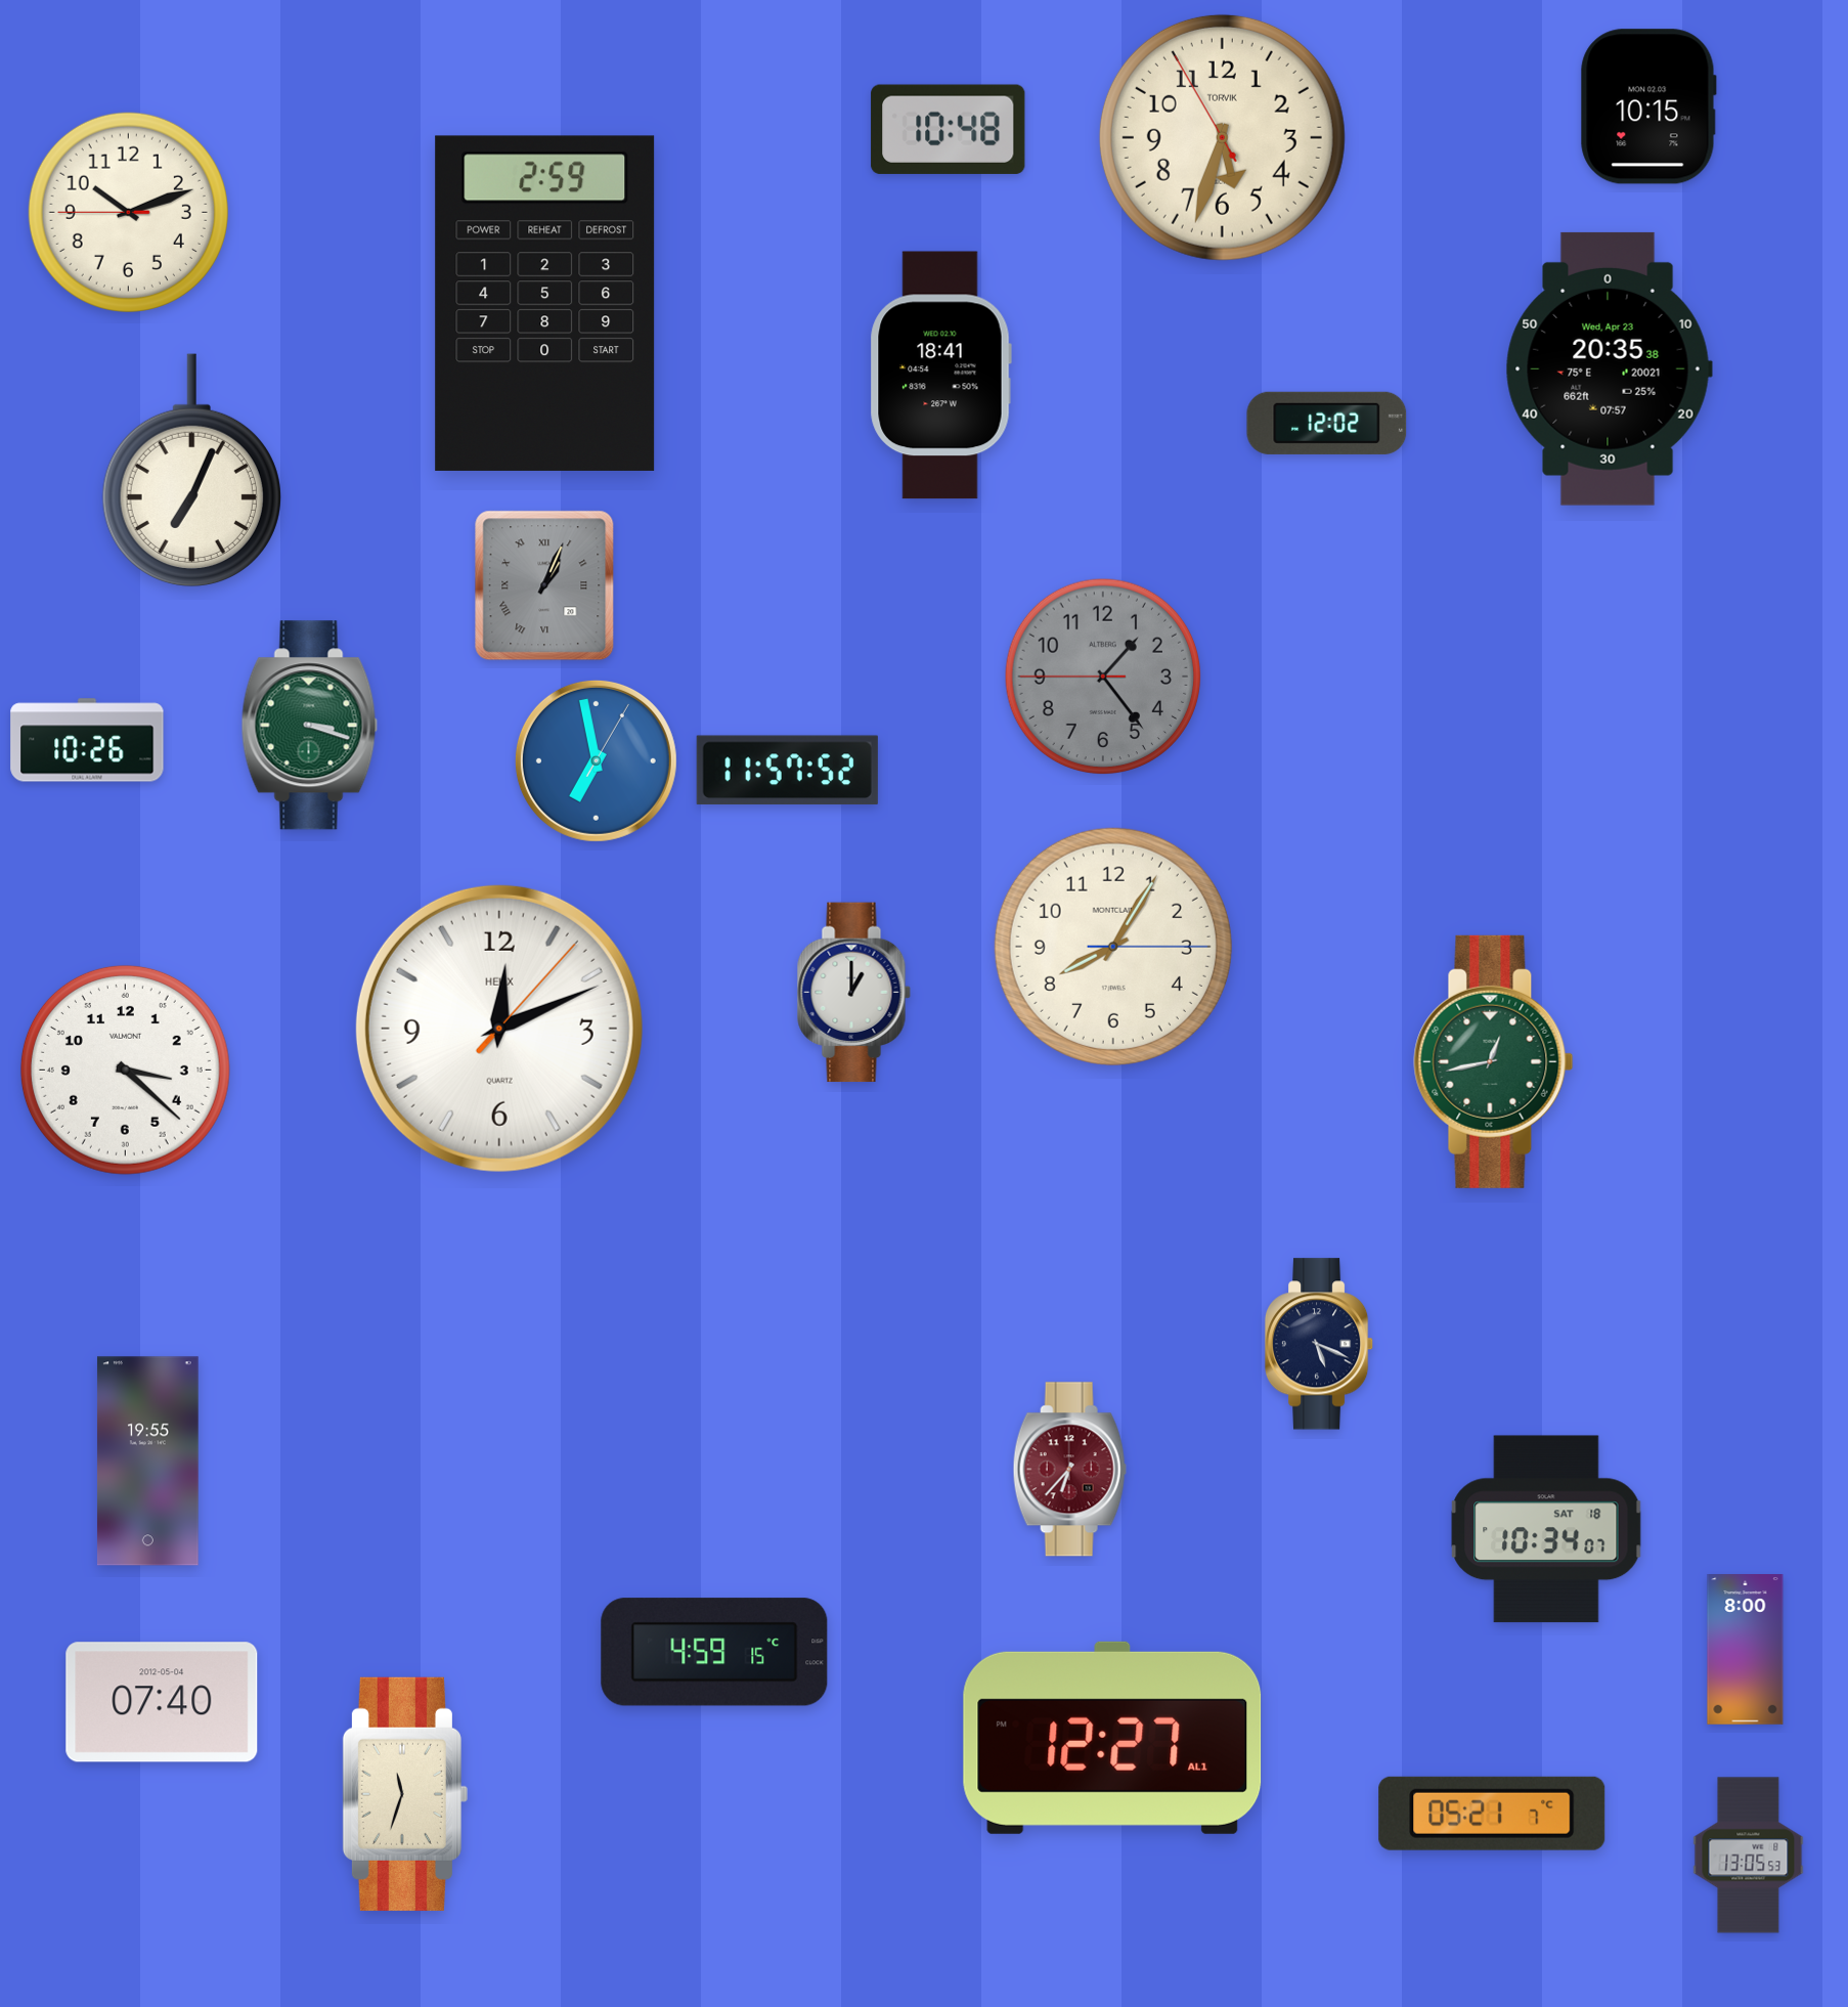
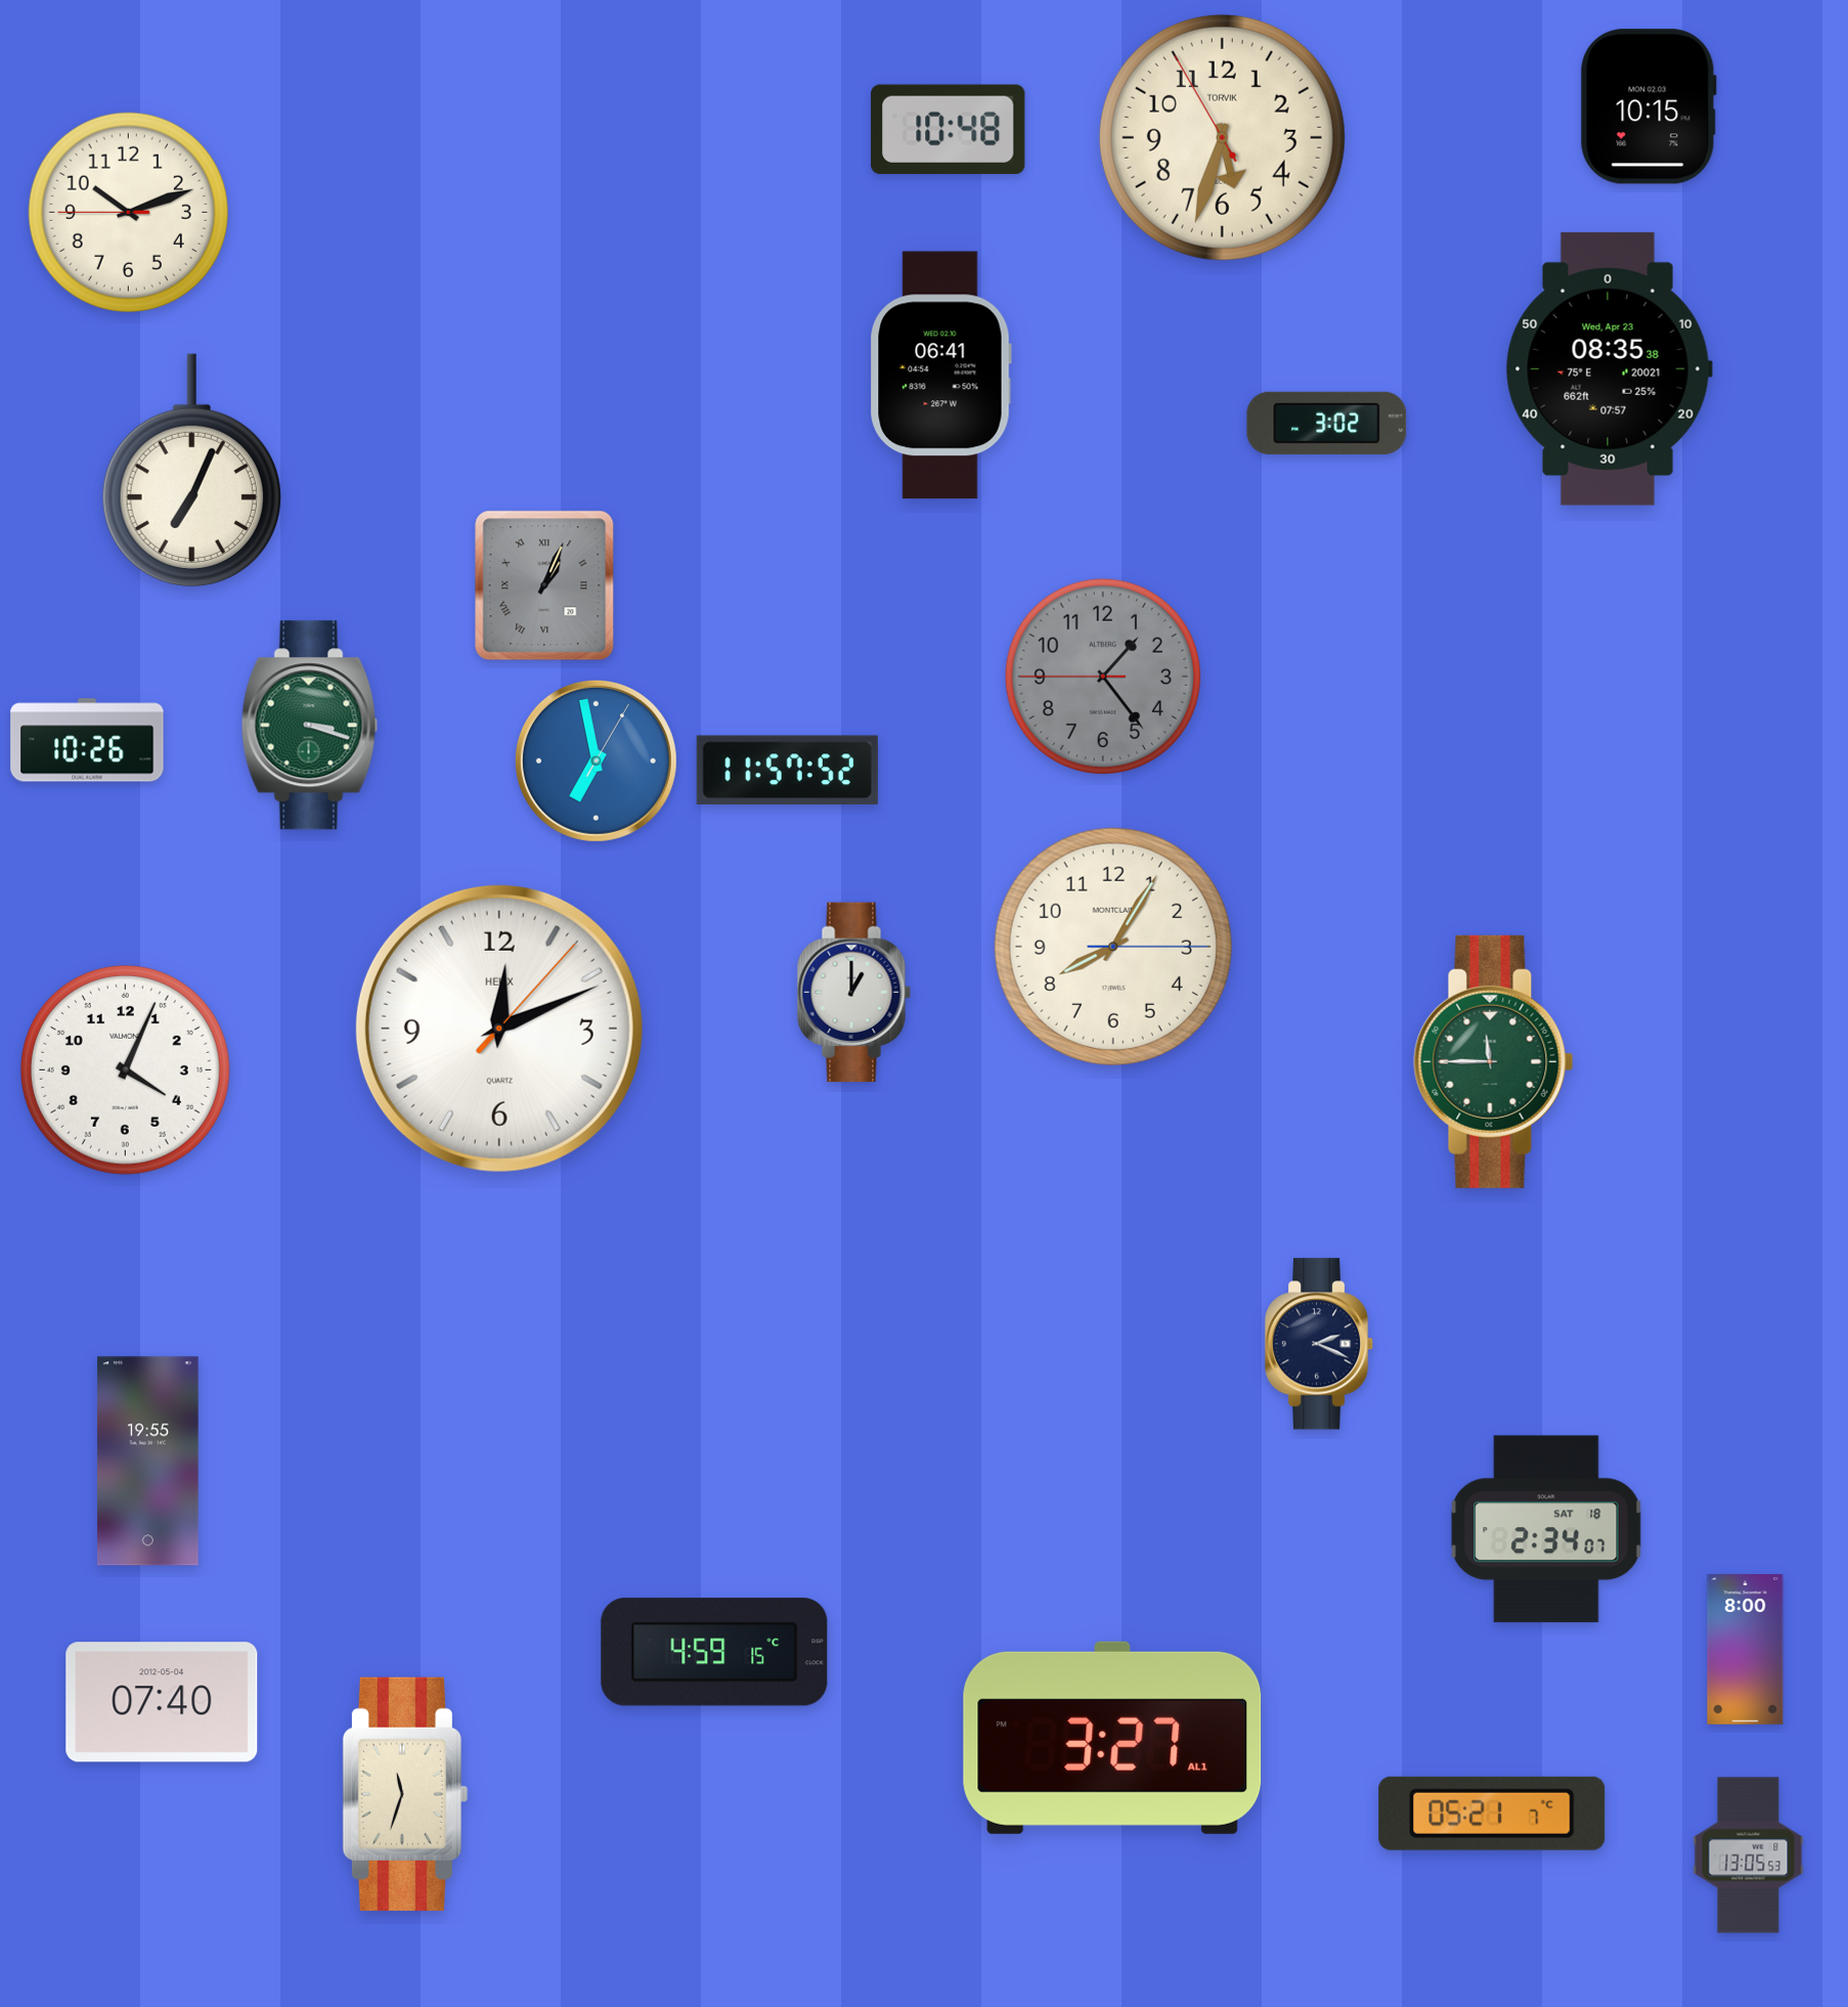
clock at (545, 303): 2:59 -> none
clock at (1609, 368): 20:35 -> 08:35
clock at (940, 376): 18:41 -> 06:41
clock at (1327, 423): 12:02 -> 3:02
clock at (1494, 1061): 12:43 -> 11:45
clock at (125, 1070): 3:22 -> 4:04
clock at (1319, 1344): 5:19 -> 2:19
clock at (1069, 1470): 6:37 -> none
clock at (1546, 1529): 10:34 -> 2:34
clock at (1112, 1738): 12:27 -> 3:27
